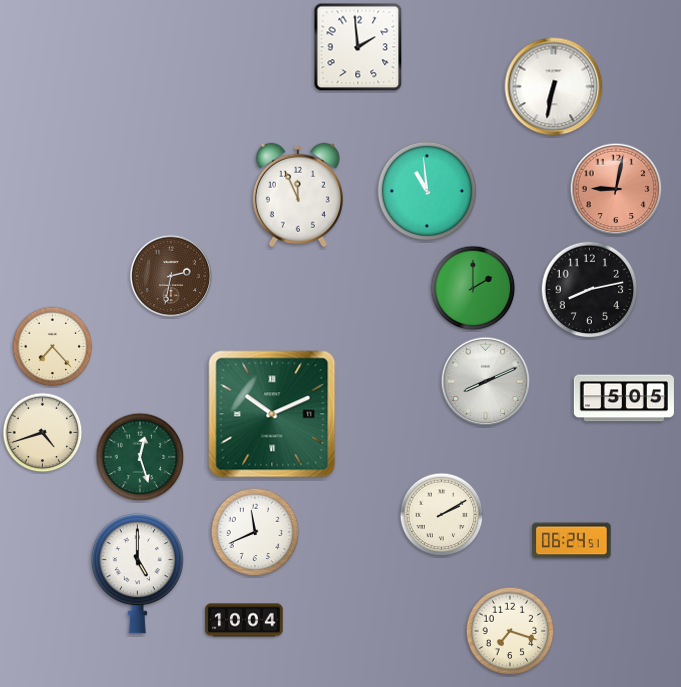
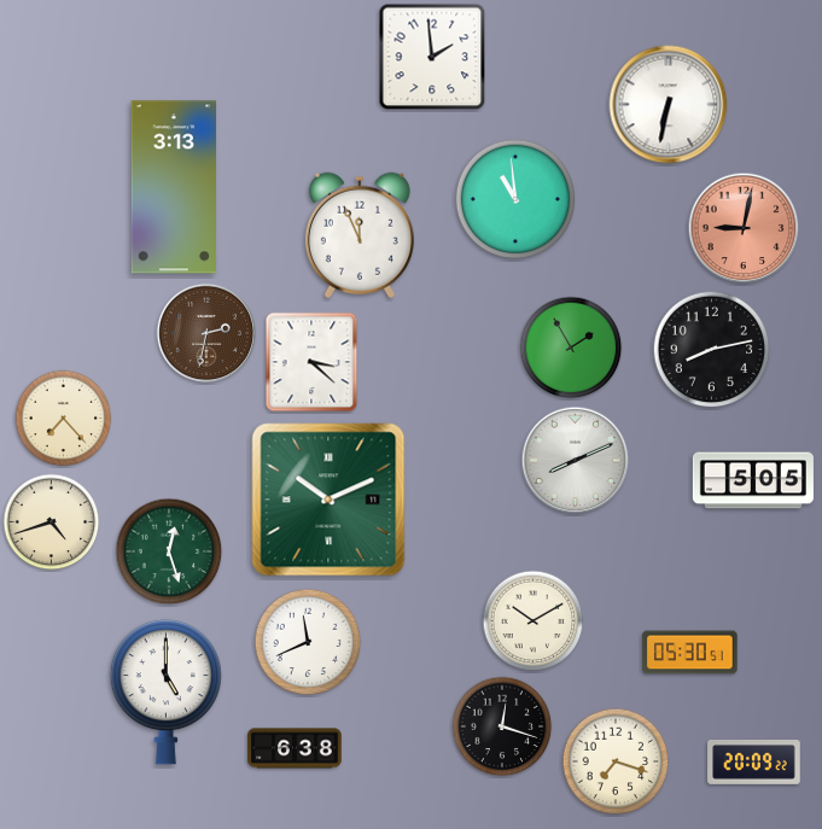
clock at (174, 187): none -> 3:13
clock at (427, 191) position: (427, 191) -> (515, 199)
clock at (473, 288): 2:00 -> 1:55
clock at (311, 362): none -> 3:22
clock at (486, 382) position: (486, 382) -> (576, 461)
clock at (442, 515): 2:10 -> 10:10
clock at (572, 541): 06:24 -> 05:30
clock at (502, 726): none -> 12:18
clock at (244, 620): 10:04 -> 6:38
clock at (754, 763): none -> 20:09
